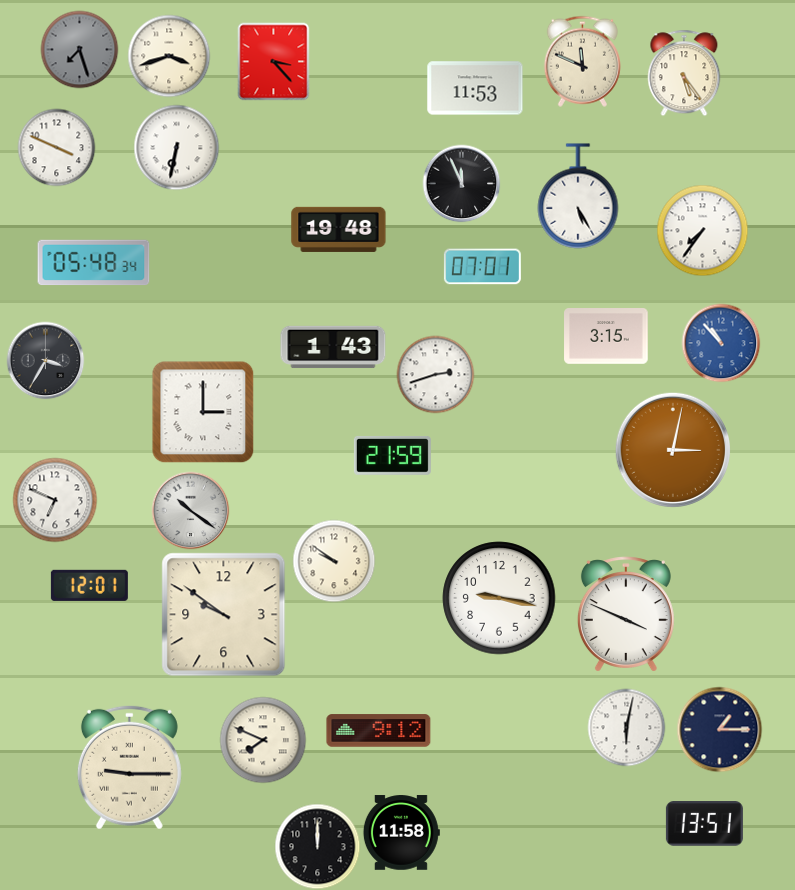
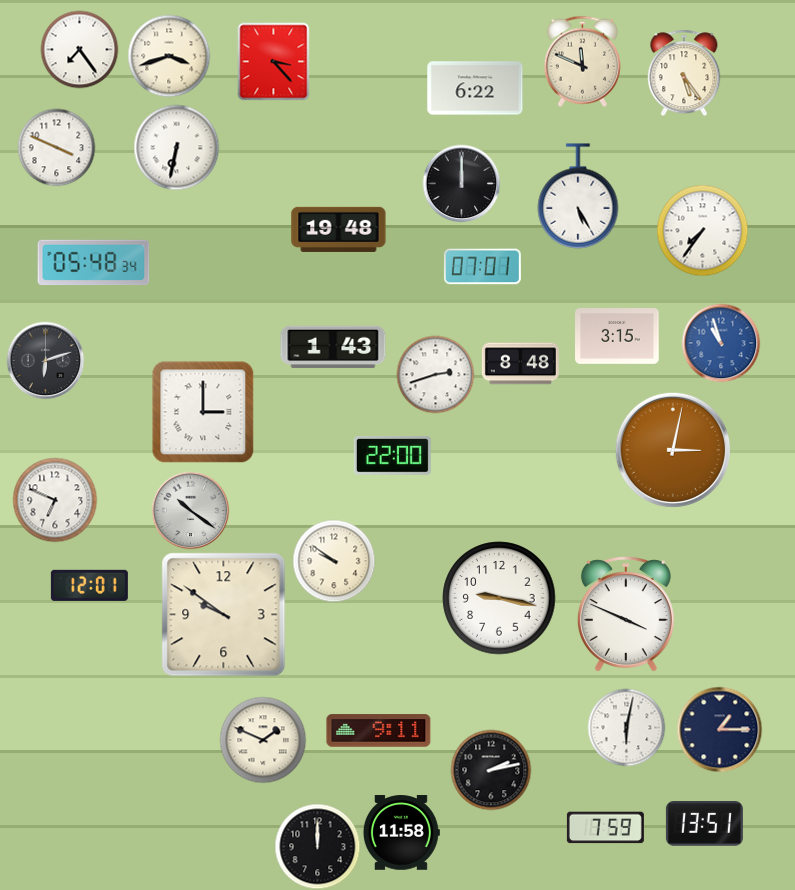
clock at (79, 49): 7:27 -> 7:24
clock at (79, 49) dial: grey -> white
clock at (475, 88): 11:53 -> 6:22
clock at (461, 183): 11:56 -> 12:00
clock at (606, 337) position: (606, 337) -> (617, 337)
clock at (721, 343): 10:53 -> 10:57
clock at (45, 360): 3:35 -> 6:12
clock at (520, 364): none -> 8:48
clock at (392, 456): 21:59 -> 22:00
clock at (379, 731): 9:12 -> 9:11
clock at (263, 740): 7:49 -> 1:49
clock at (129, 767): 9:15 -> none
clock at (491, 770): none -> 2:13
clock at (605, 828): none -> 7:59
